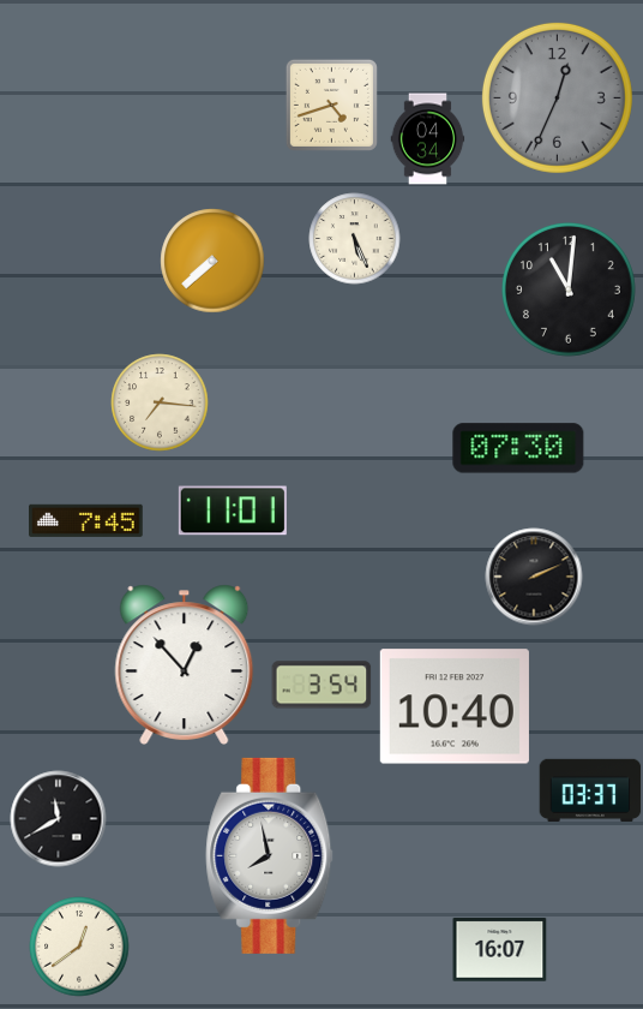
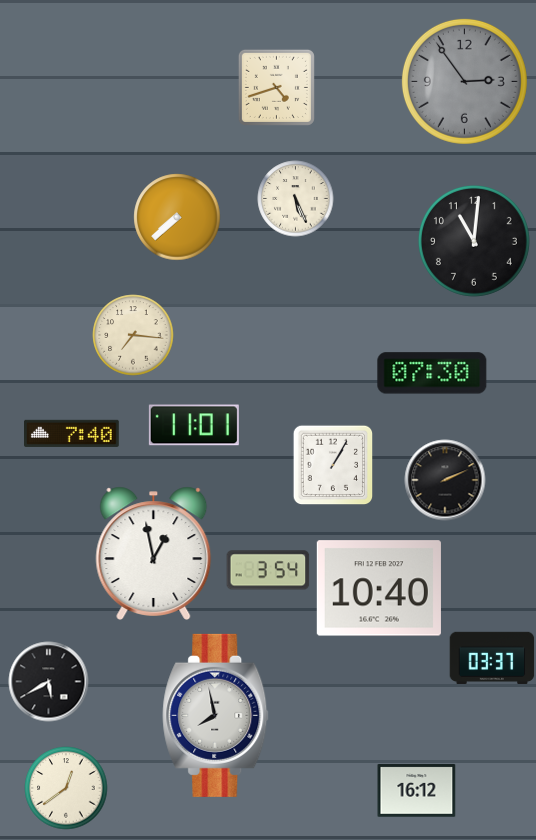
clock at (557, 97): 12:34 -> 2:54
clock at (428, 139): 04:34 -> none
clock at (86, 520): 7:45 -> 7:40
clock at (333, 465): none -> 1:05
clock at (185, 664): 12:53 -> 12:58
clock at (59, 819): 11:40 -> 5:40
clock at (270, 855) position: (270, 855) -> (216, 715)
clock at (500, 950): 16:07 -> 16:12
